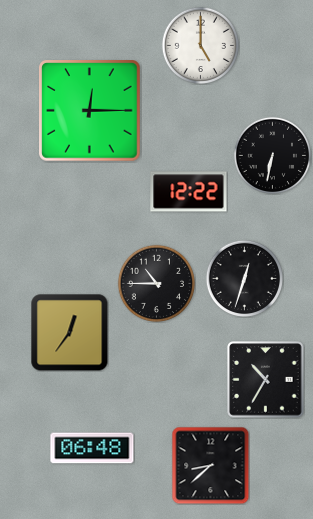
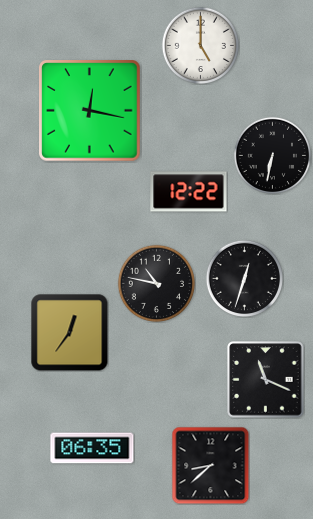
clock at (90, 111): 12:15 -> 12:17
clock at (156, 283): 10:45 -> 10:47
clock at (266, 380): 10:35 -> 11:19
clock at (92, 448): 06:48 -> 06:35
